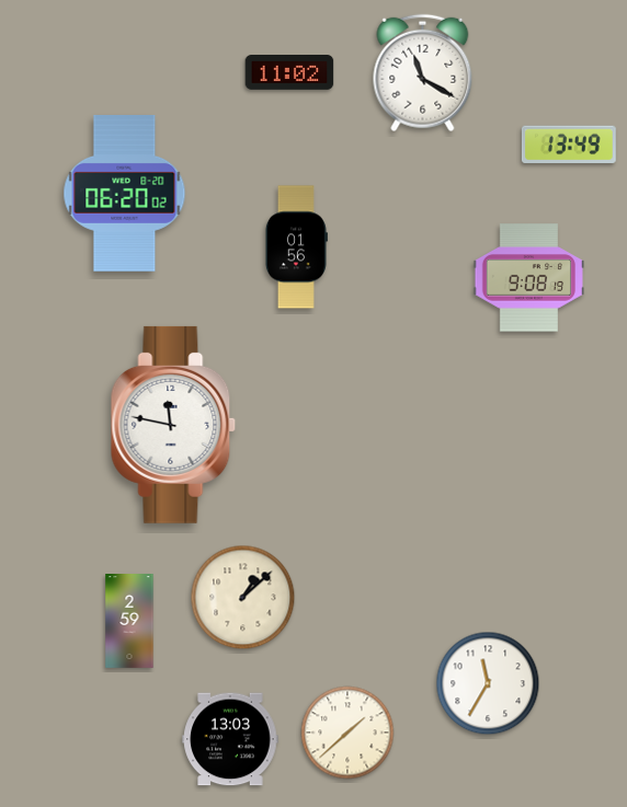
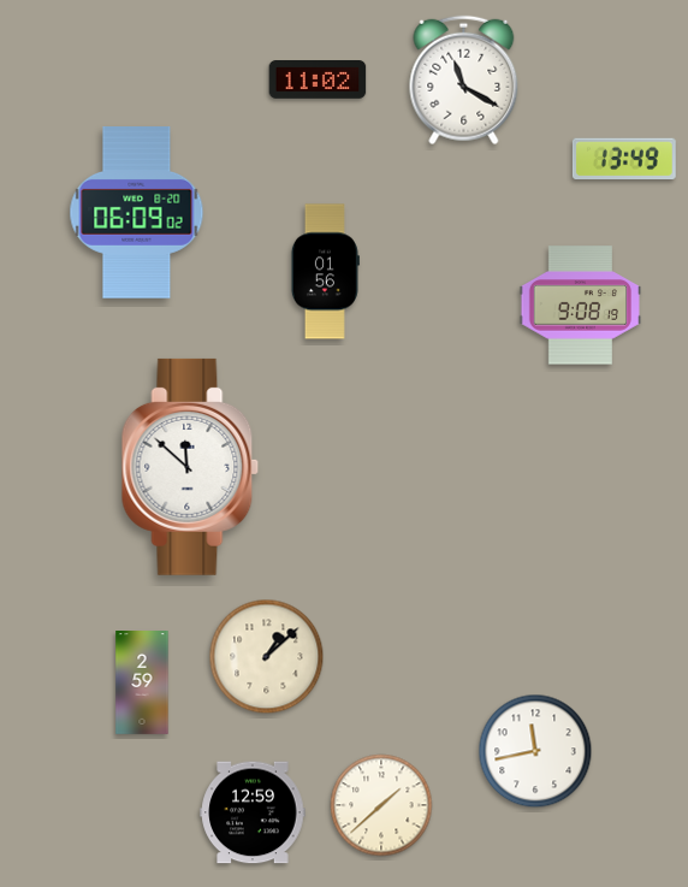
clock at (125, 194): 06:20 -> 06:09
clock at (173, 425): 11:47 -> 11:52
clock at (488, 683): 11:35 -> 11:43
clock at (230, 739): 13:03 -> 12:59
